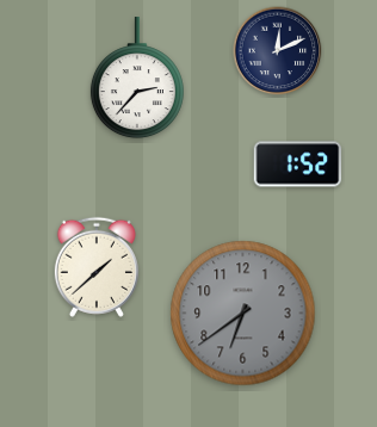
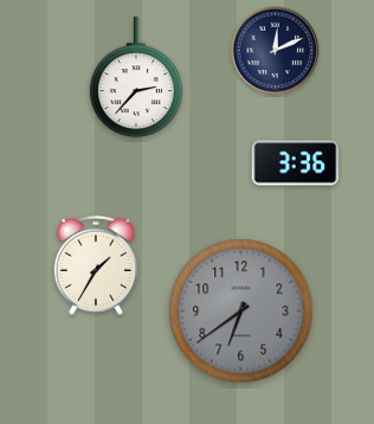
clock at (298, 165): 1:52 -> 3:36
clock at (97, 267): 1:38 -> 1:35
